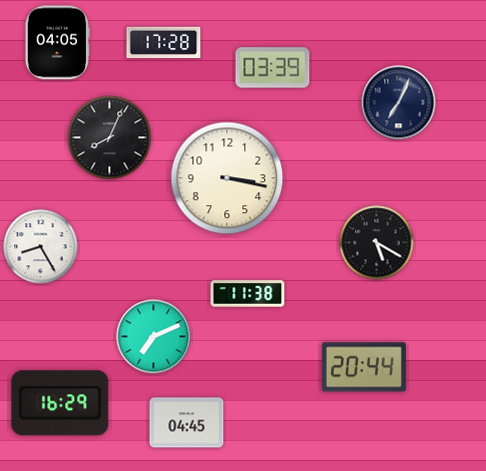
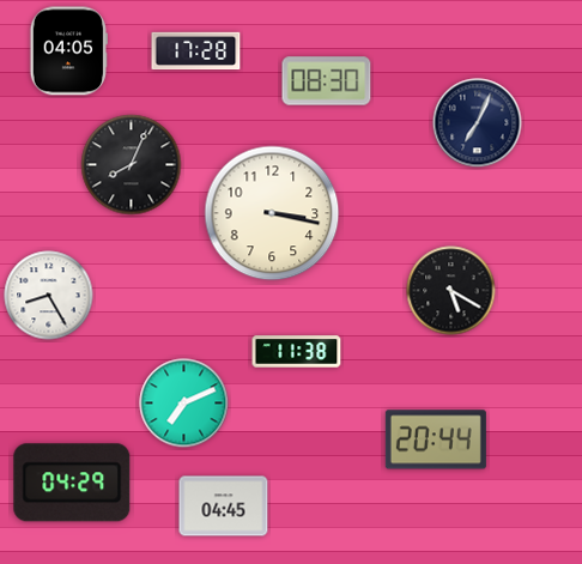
clock at (273, 68): 03:39 -> 08:30
clock at (60, 403): 16:29 -> 04:29
